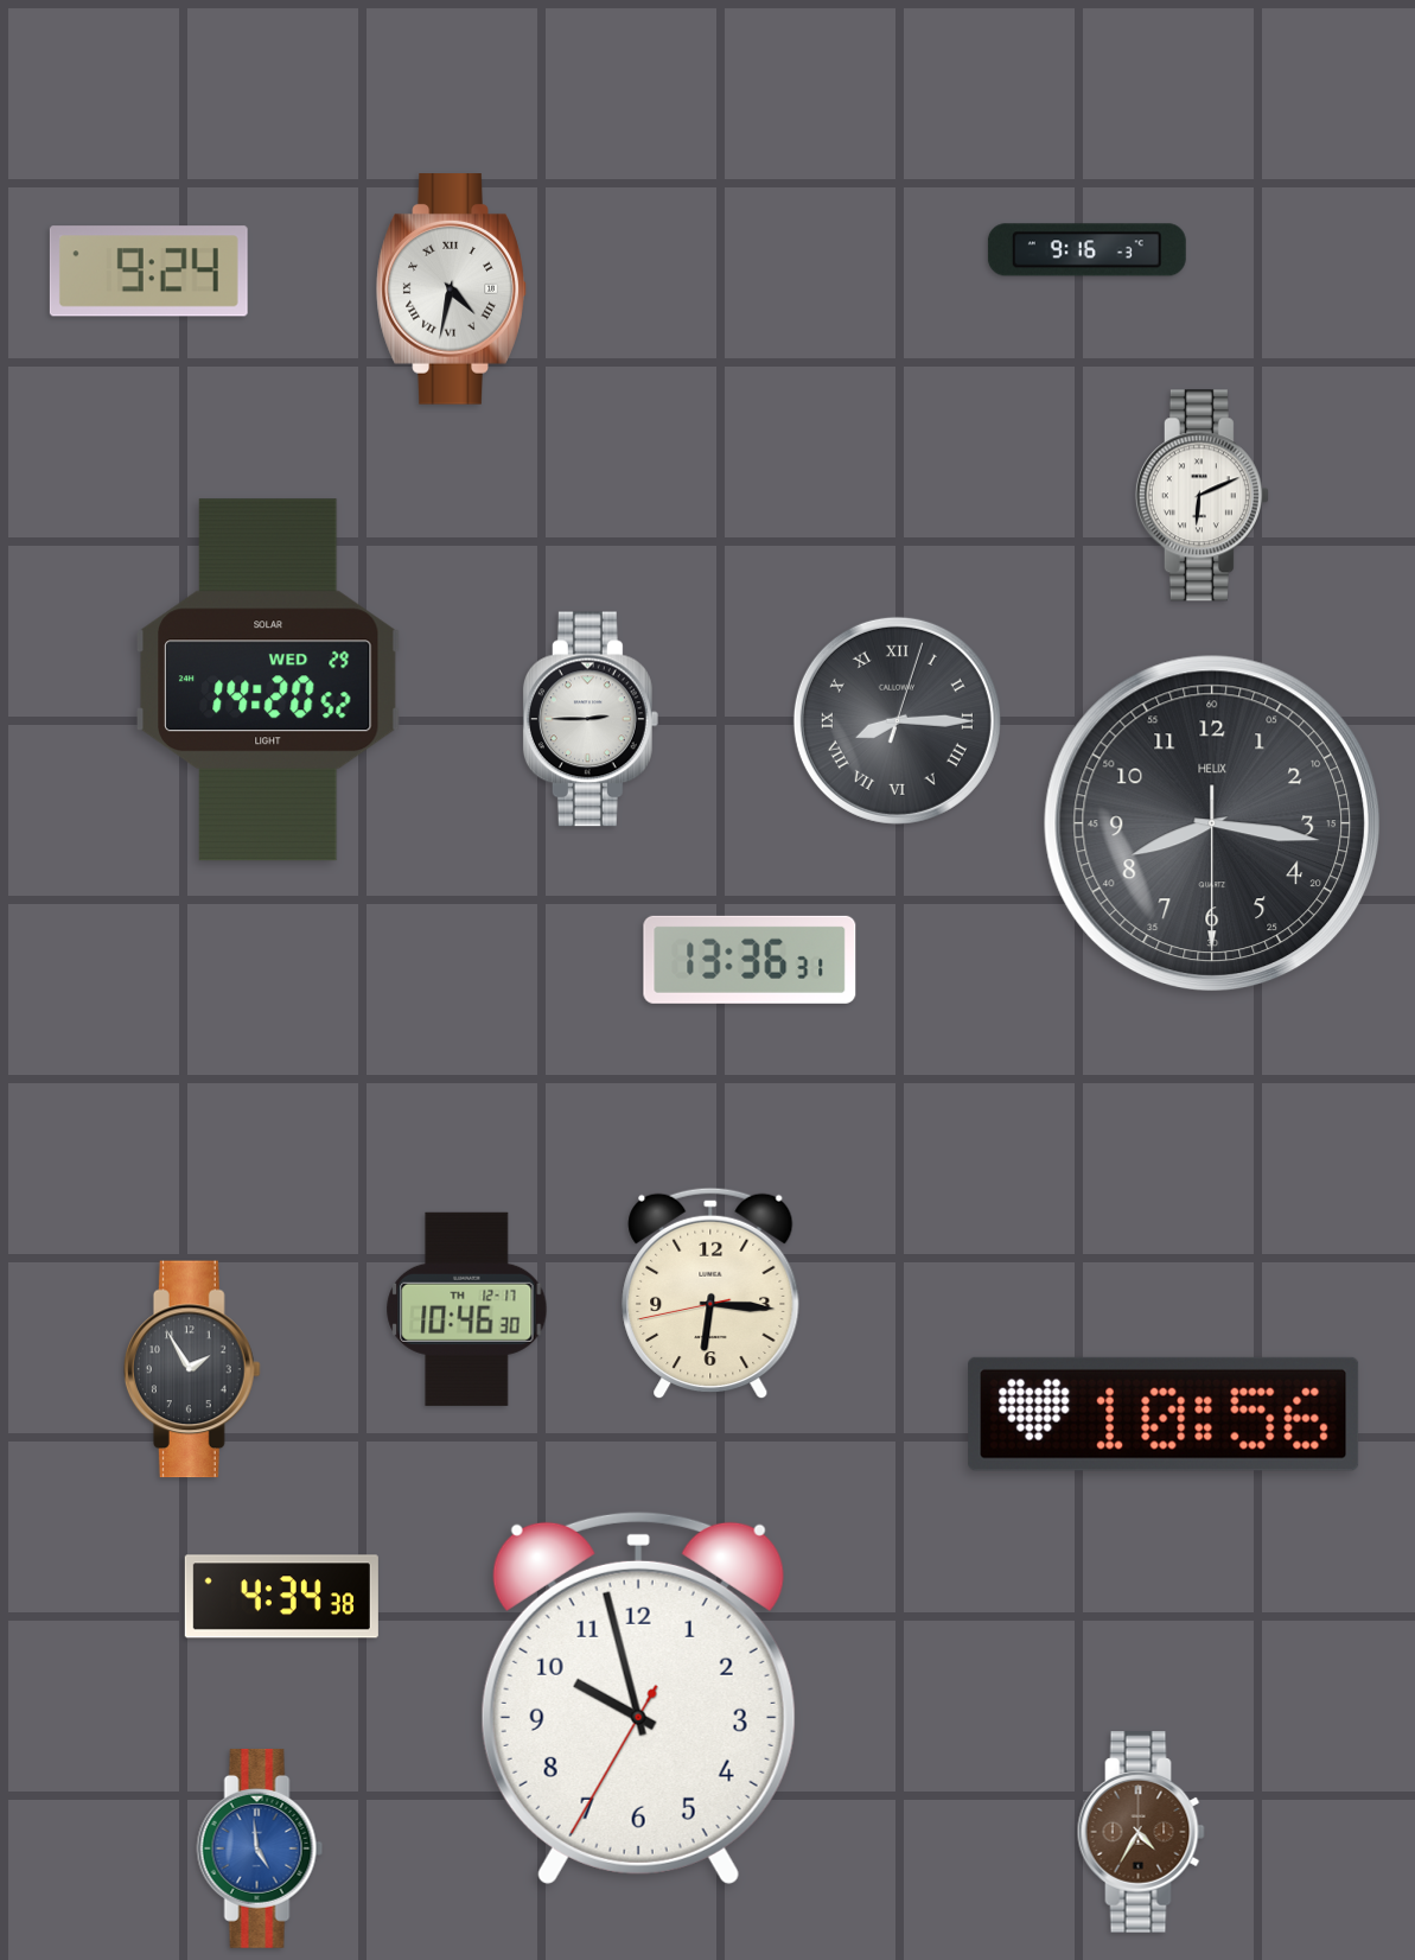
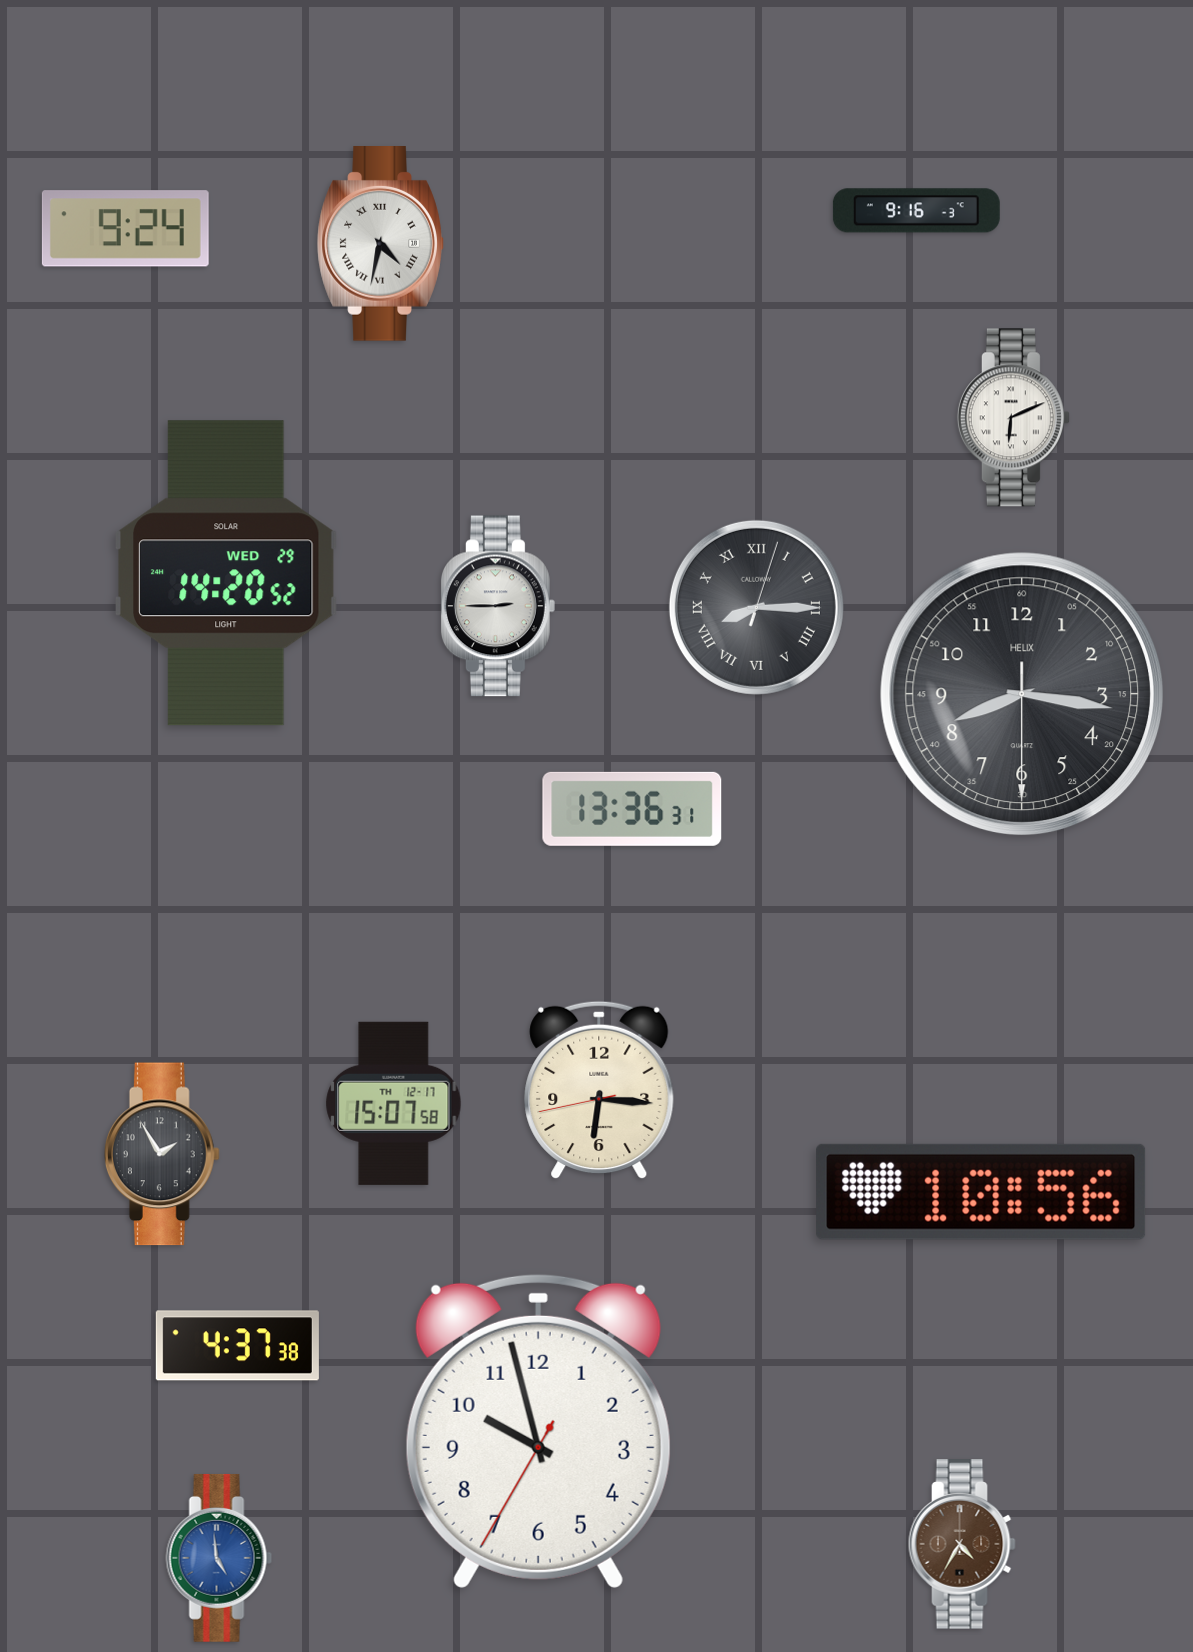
clock at (467, 1309): 10:46 -> 15:07
clock at (281, 1597): 4:34 -> 4:37
